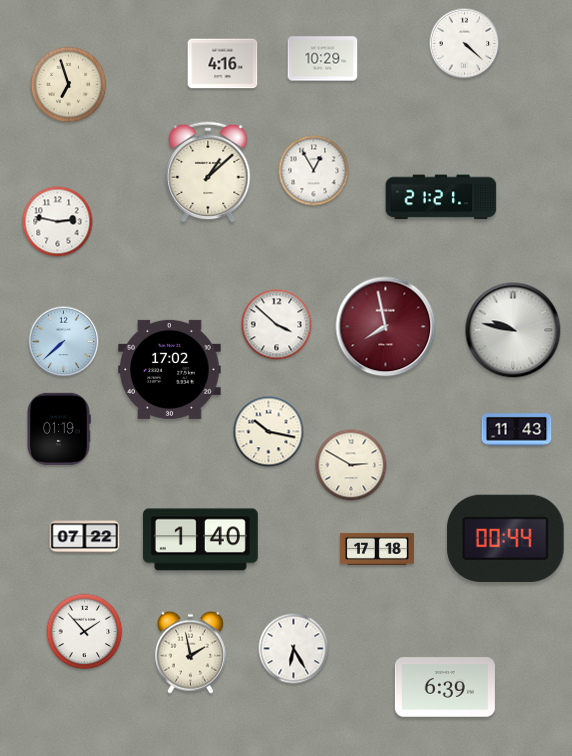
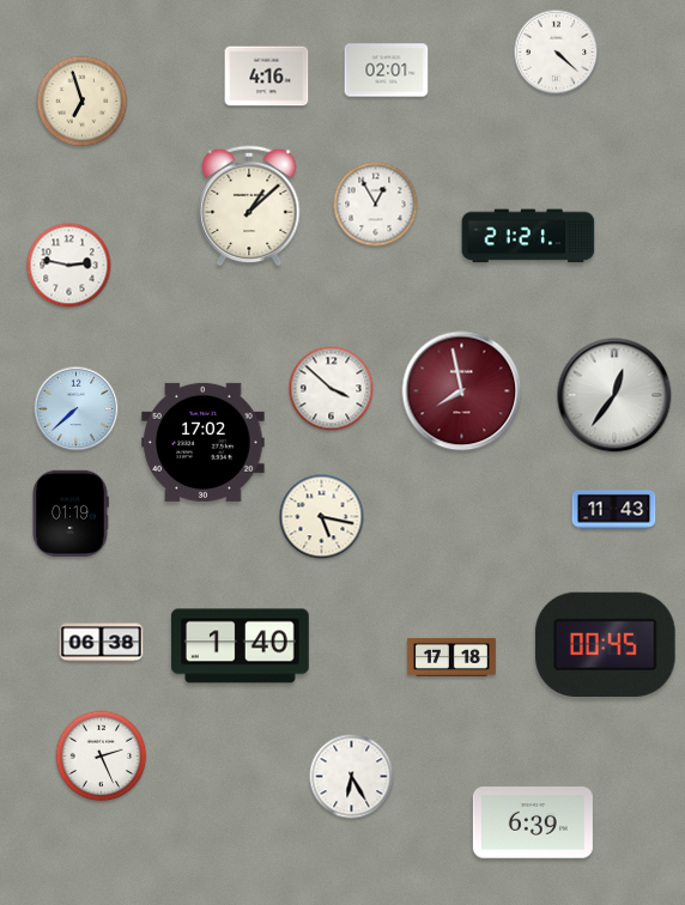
clock at (323, 59): 10:29 -> 02:01
clock at (513, 330): 9:47 -> 12:36
clock at (517, 430) position: (517, 430) -> (614, 510)
clock at (269, 432): 10:17 -> 5:17
clock at (351, 465): 2:50 -> none
clock at (85, 537): 07:22 -> 06:38
clock at (506, 538): 00:44 -> 00:45
clock at (85, 632): 1:53 -> 2:26
clock at (190, 652): 1:58 -> none
